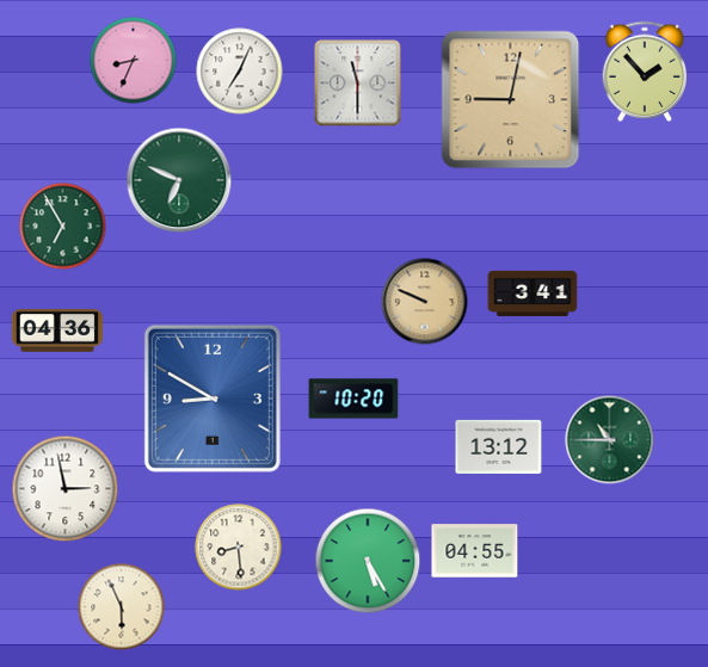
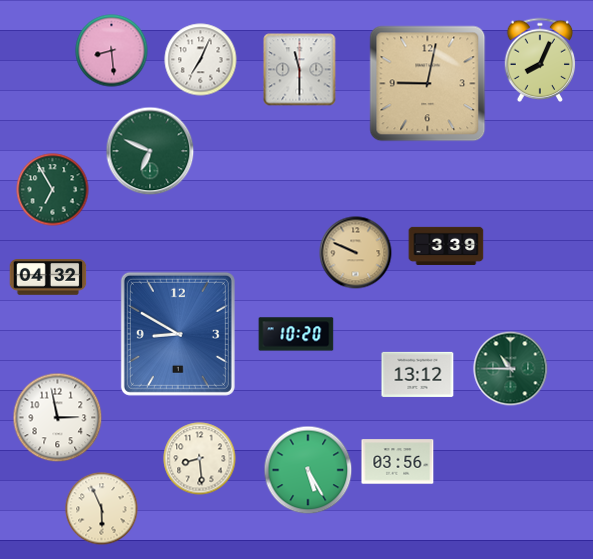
clock at (134, 61): 8:34 -> 8:29
clock at (645, 70): 1:53 -> 8:04
clock at (532, 294): 3:41 -> 3:39
clock at (57, 332): 04:36 -> 04:32
clock at (66, 489) position: (66, 489) -> (58, 418)
clock at (475, 551): 04:55 -> 03:56
